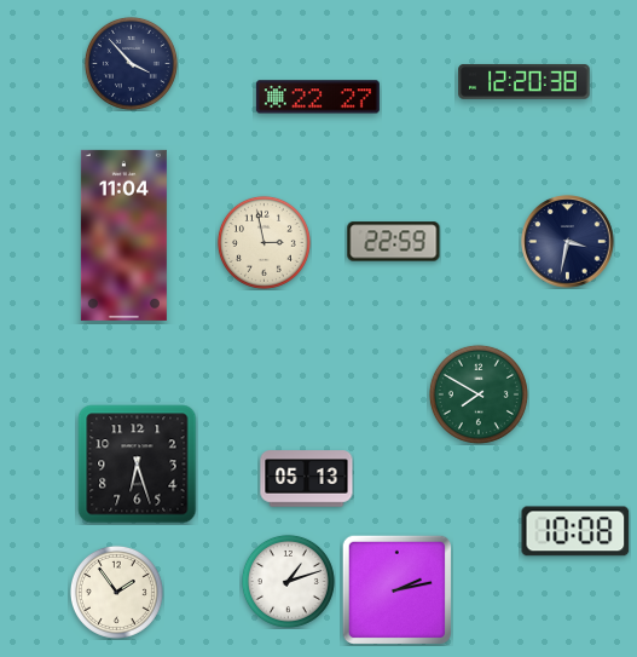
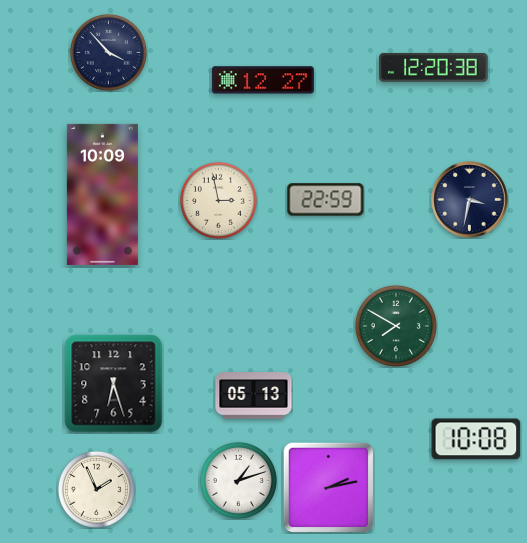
clock at (318, 97): 22:27 -> 12:27
clock at (123, 235): 11:04 -> 10:09
clock at (116, 592): 1:54 -> 1:56
